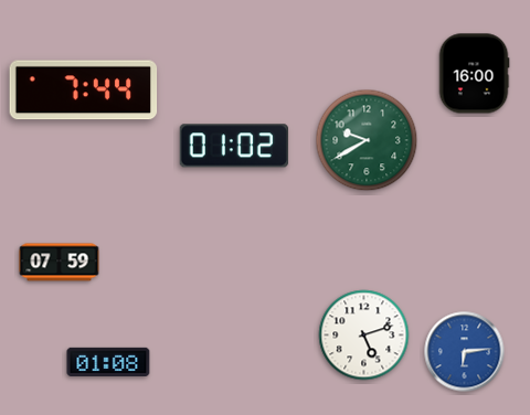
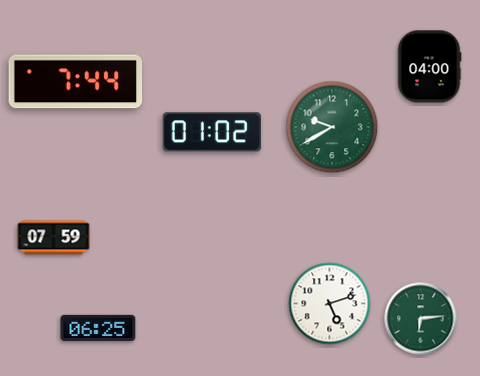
clock at (474, 74): 16:00 -> 04:00
clock at (465, 352) dial: blue -> green
clock at (108, 361): 01:08 -> 06:25
